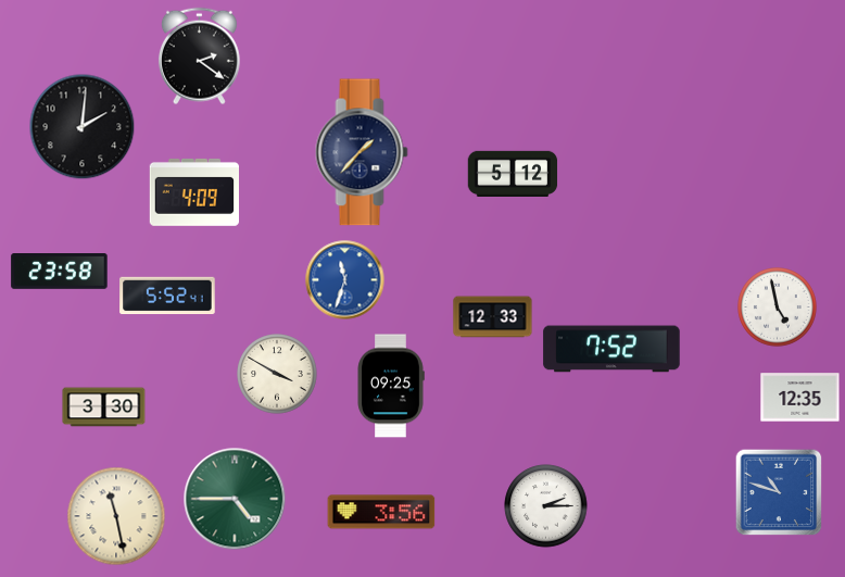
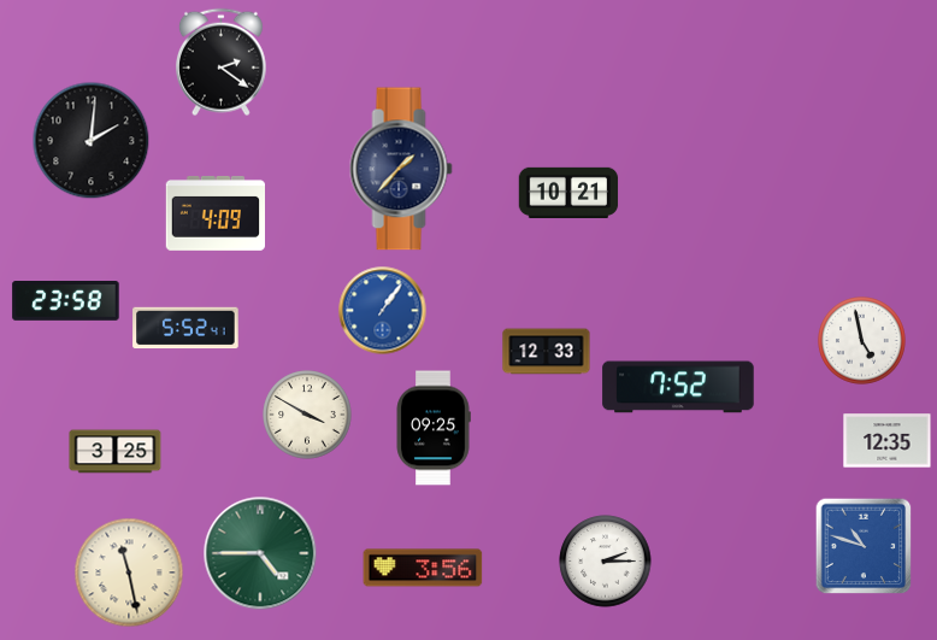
clock at (513, 173): 5:12 -> 10:21
clock at (345, 280): 11:33 -> 1:06
clock at (104, 407): 3:30 -> 3:25
